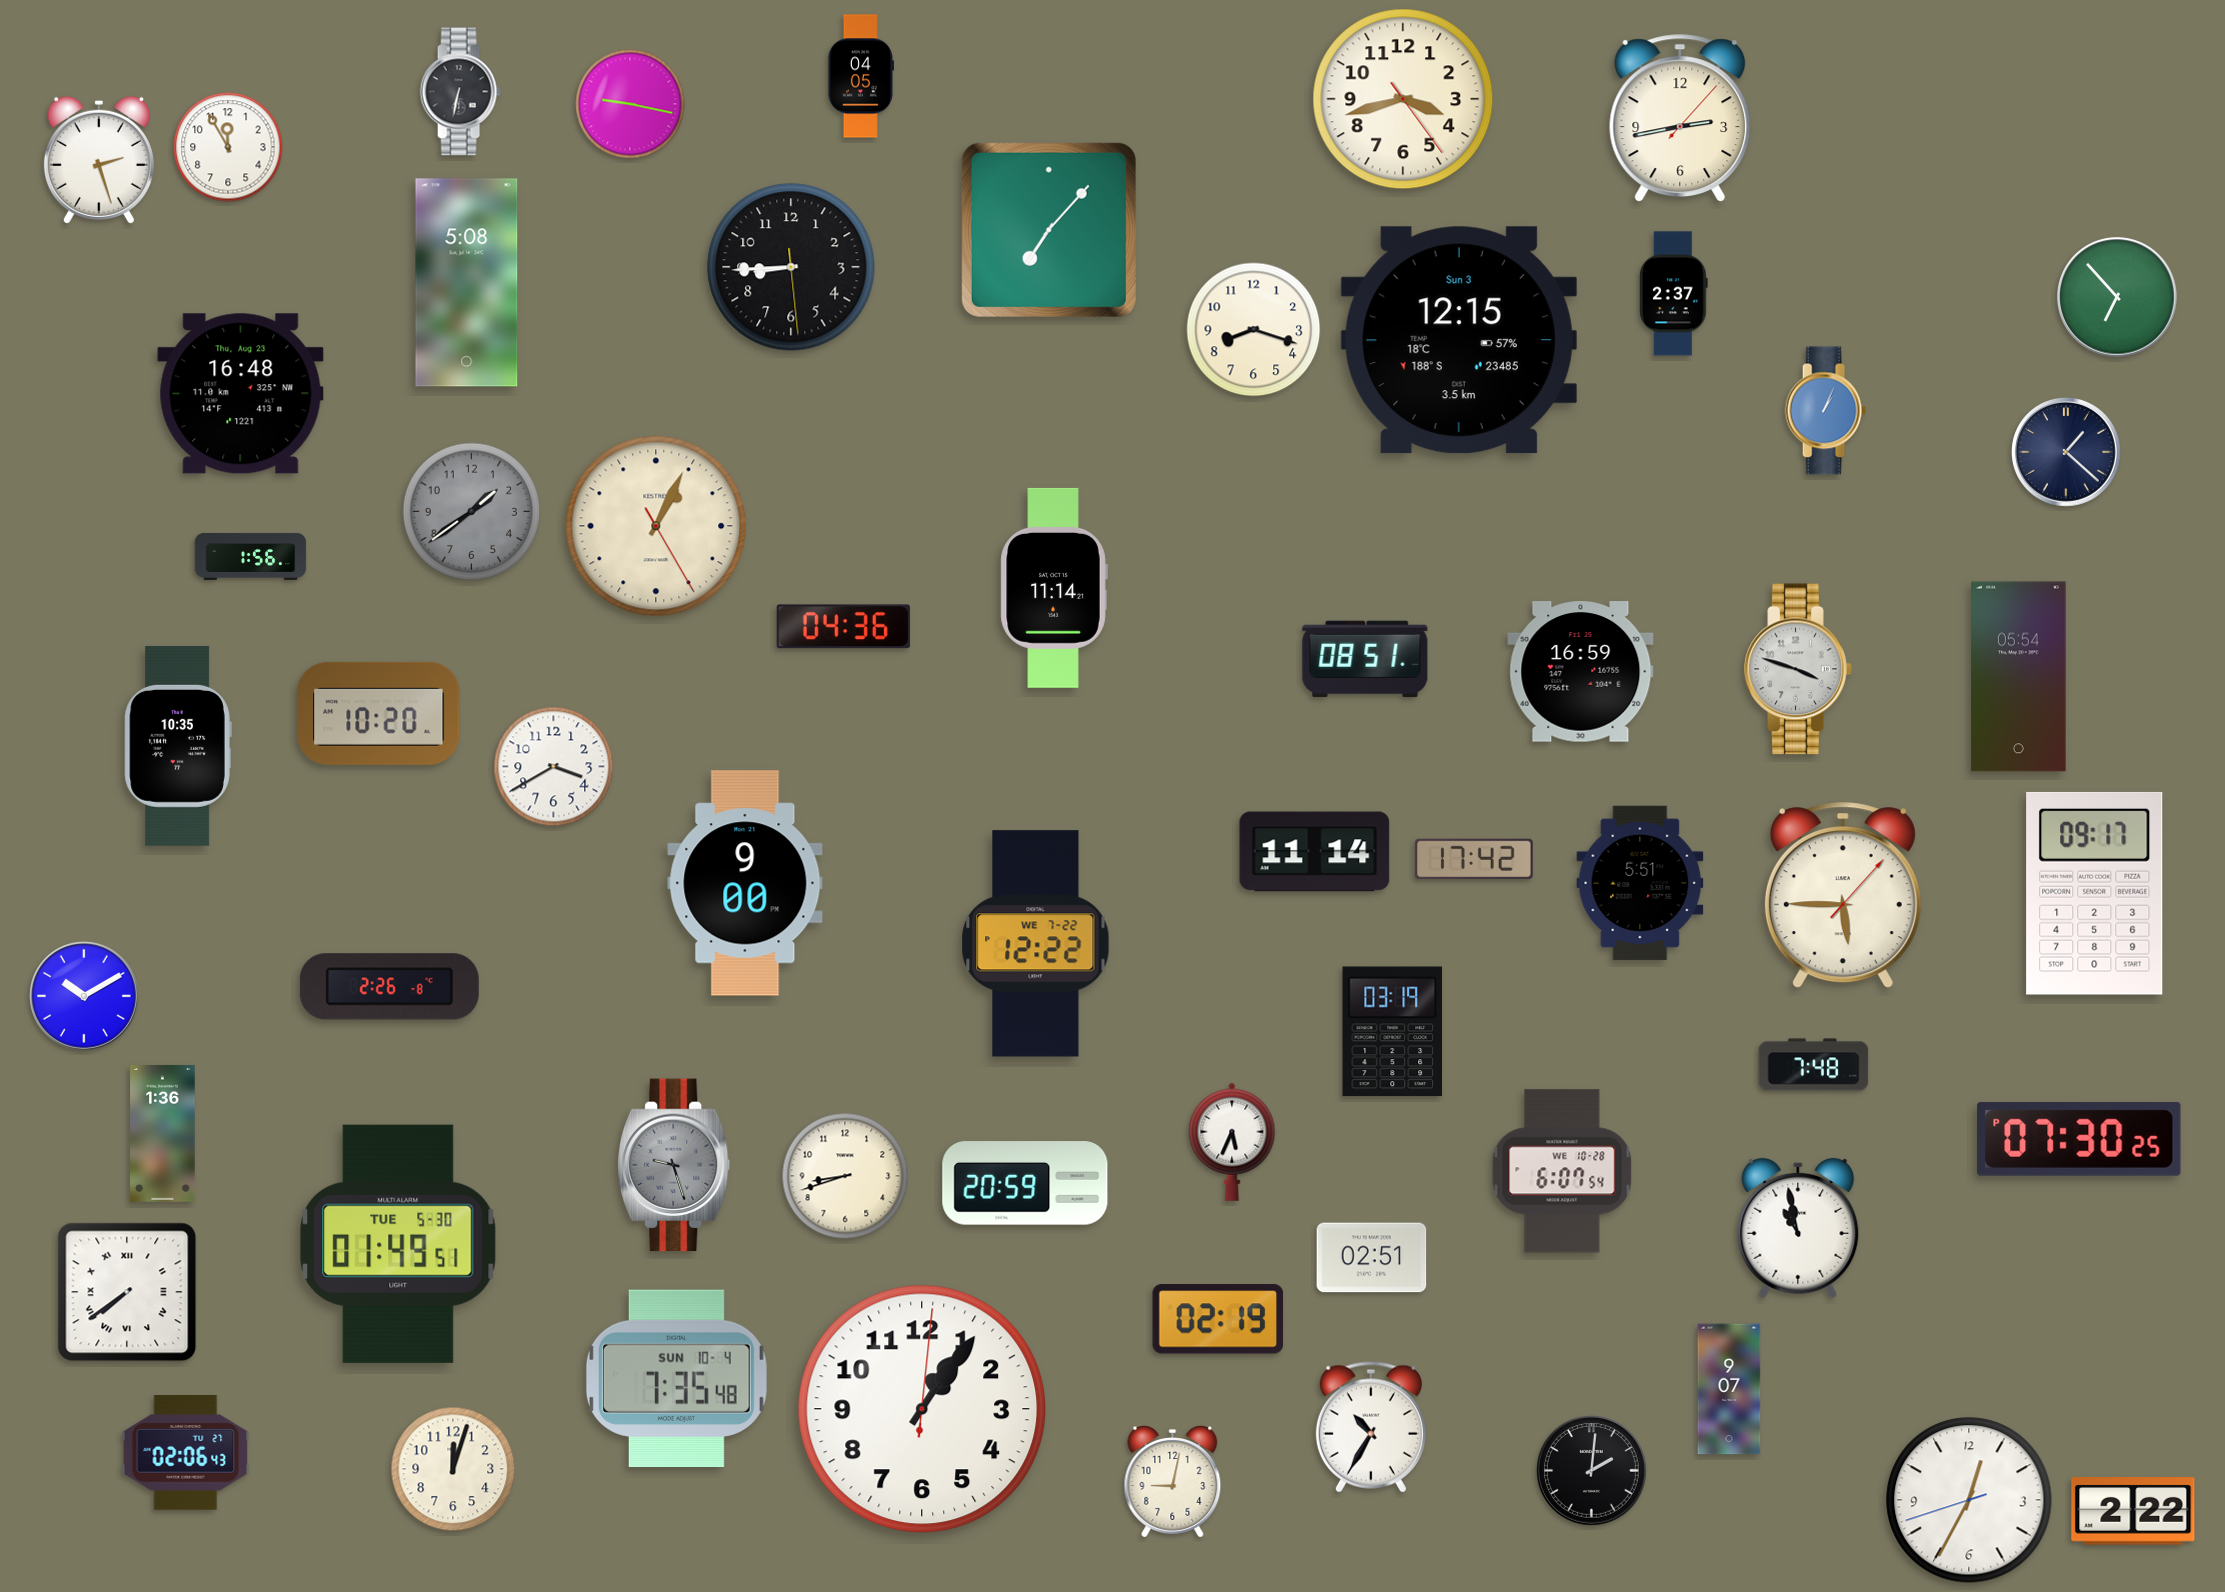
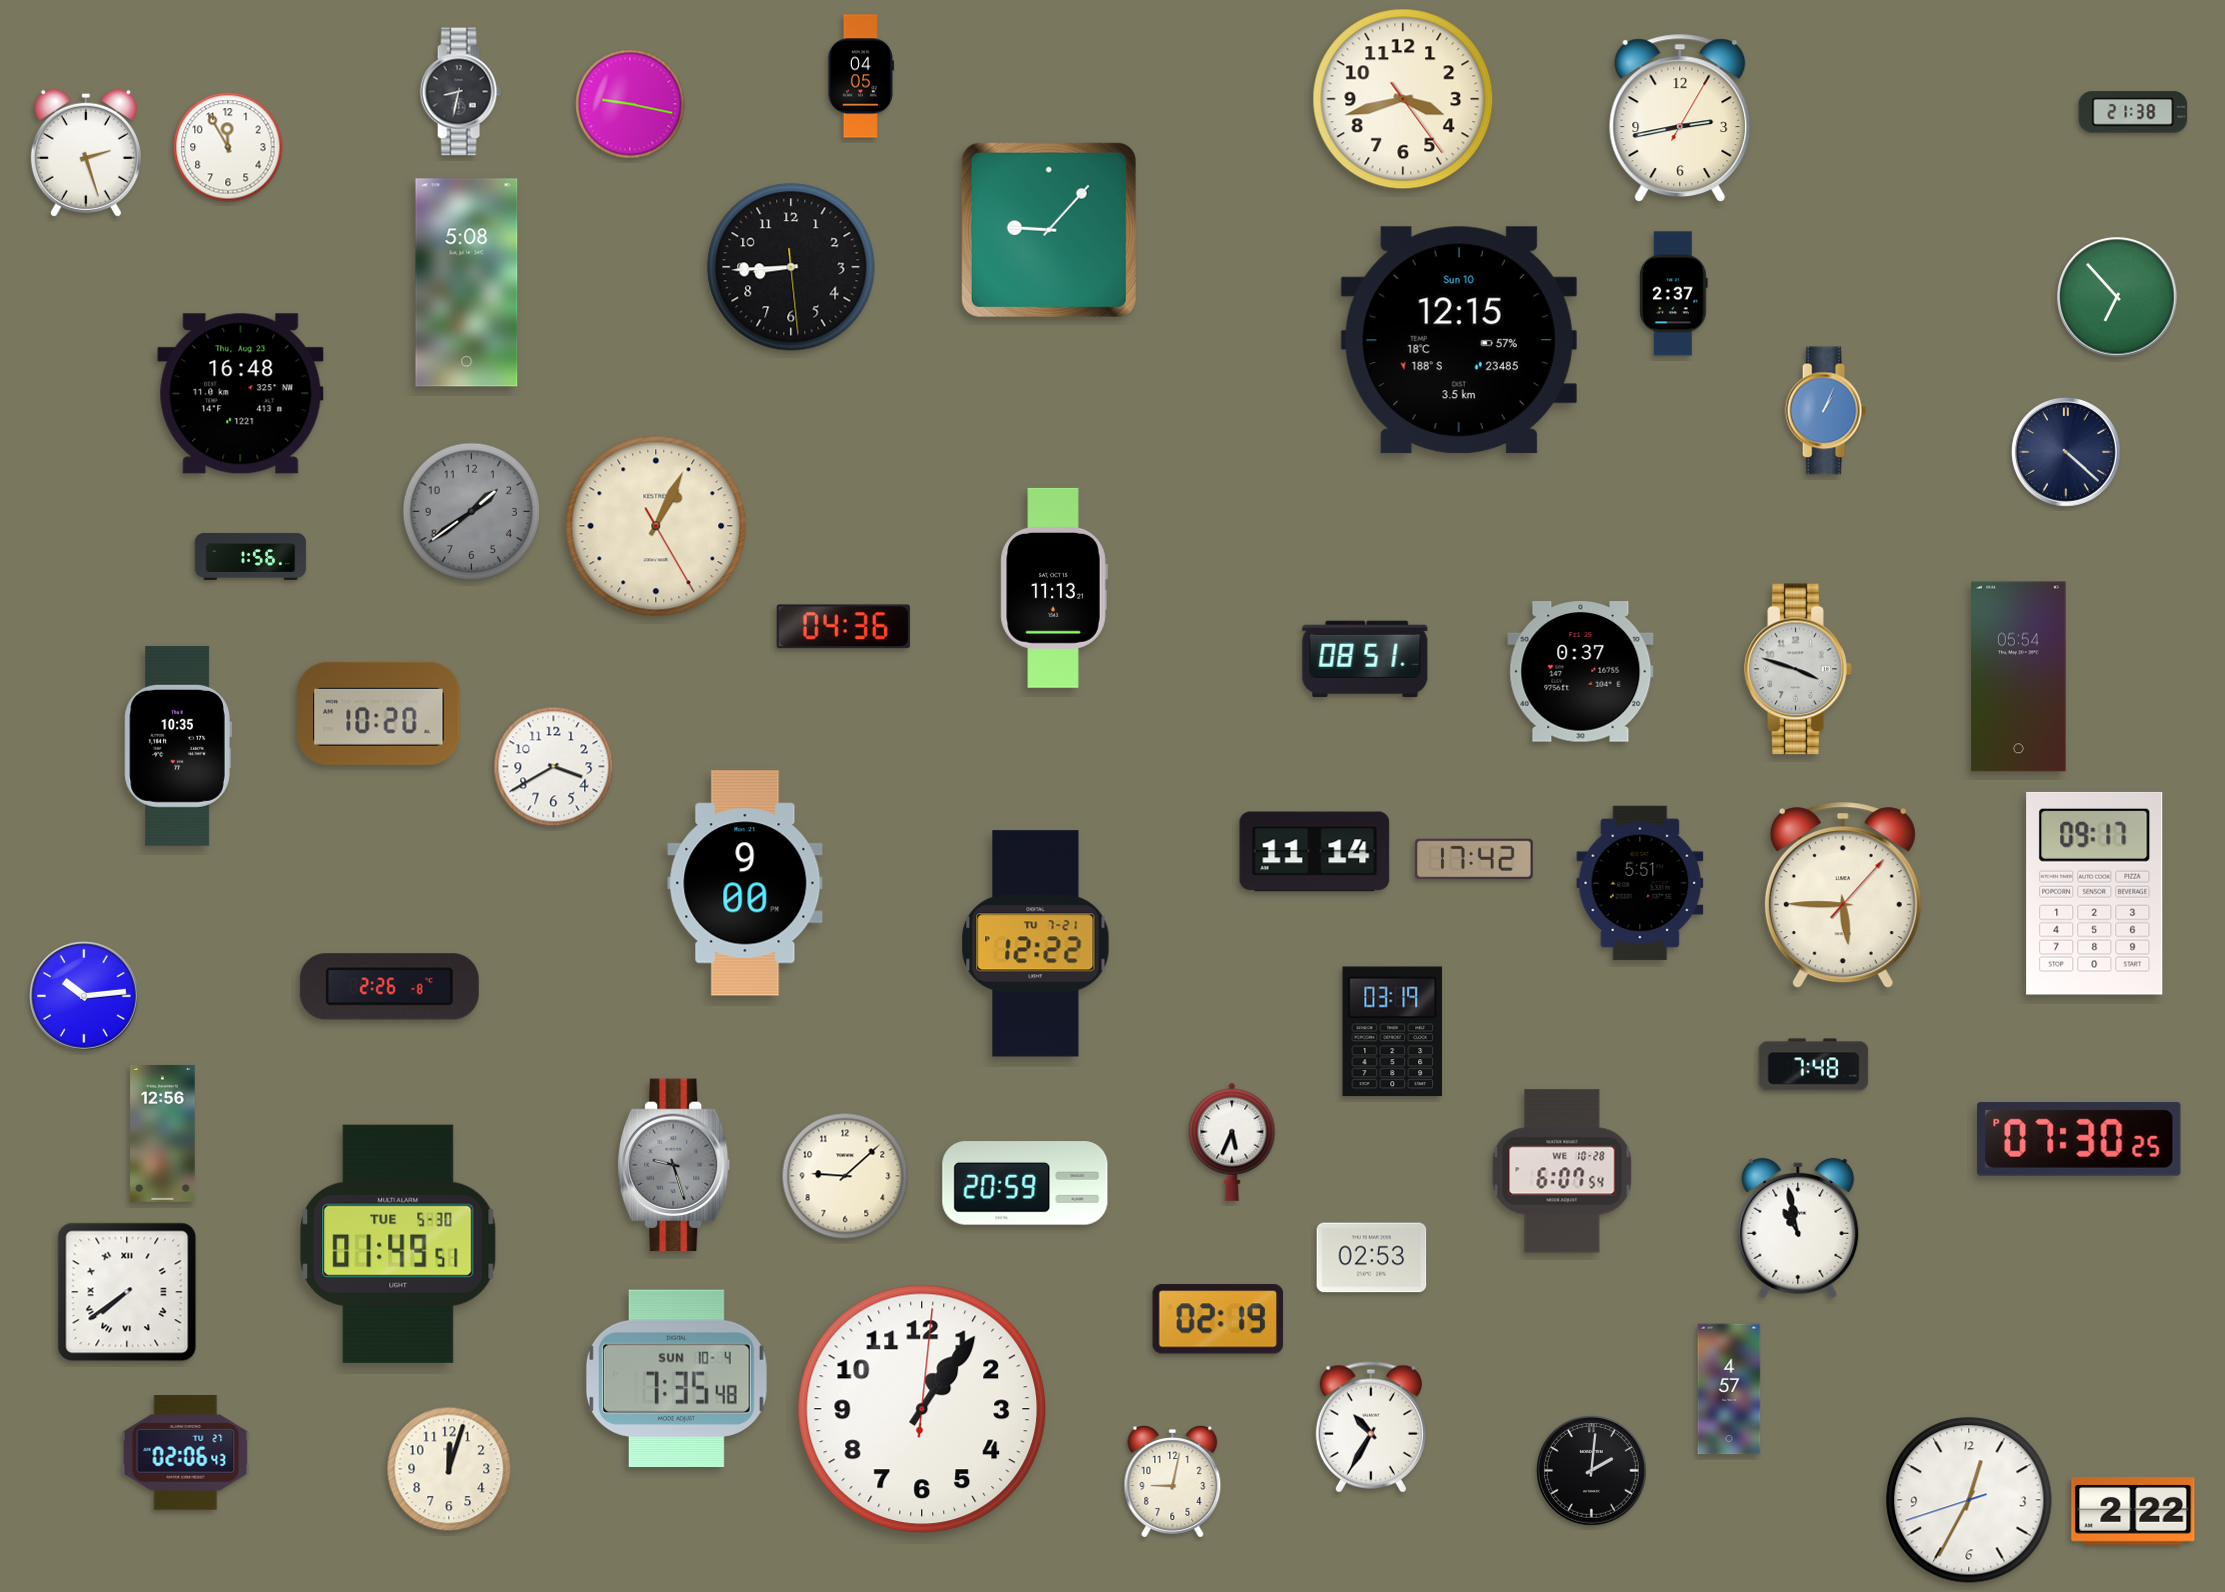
clock at (460, 92): 6:32 -> 8:32
clock at (2133, 112): none -> 21:38
clock at (1680, 118): 2:43:07 -> 2:43:05
clock at (99, 160) position: (99, 160) -> (86, 153)
clock at (1049, 230): 7:07 -> 9:07
clock at (1254, 330): 8:18 -> none
clock at (1459, 340) date: Sun 3 -> Sun 10
clock at (2067, 453): 1:22 -> 4:22
clock at (1054, 588): 11:14 -> 11:13
clock at (1581, 672): 16:59 -> 0:37
clock at (1036, 944) date: WE 7-22 -> TU 7-21
clock at (85, 997): 10:10 -> 10:14
clock at (163, 1133): 1:36 -> 12:56
clock at (845, 1176): 8:42 -> 9:08
clock at (1372, 1258): 02:51 -> 02:53
clock at (1729, 1389): 9:07 -> 4:57
clock at (453, 1469) position: (453, 1469) -> (449, 1469)
